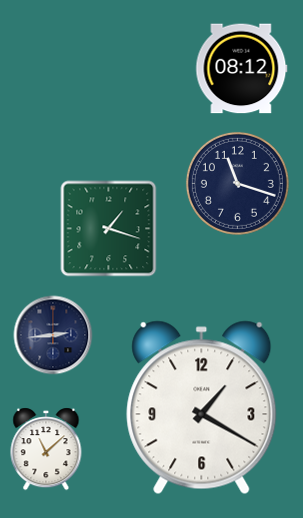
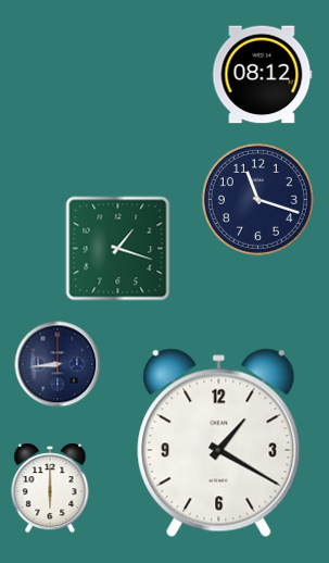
clock at (53, 335): 2:44 -> 8:44
clock at (46, 449): 11:08 -> 6:00
